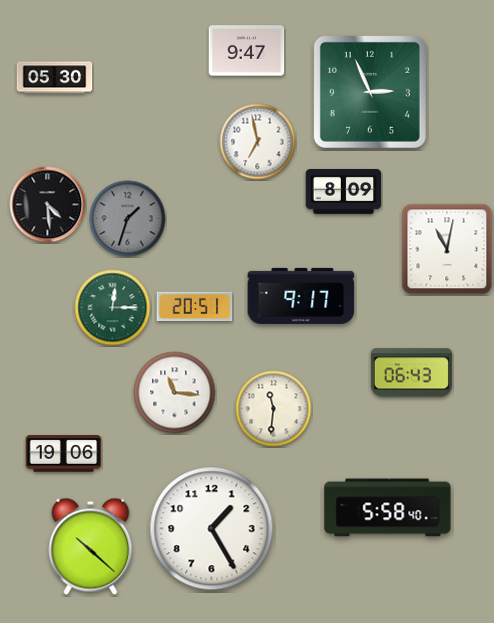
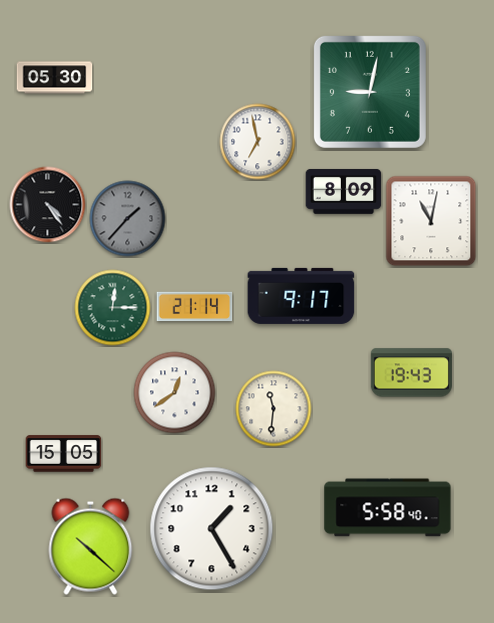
clock at (247, 51): 9:47 -> none
clock at (370, 92): 2:56 -> 9:02
clock at (48, 205): 4:29 -> 4:24
clock at (128, 219): 1:33 -> 1:37
clock at (447, 249) position: (447, 249) -> (431, 221)
clock at (195, 307): 20:51 -> 21:14
clock at (411, 373): 06:43 -> 19:43
clock at (175, 393): 11:16 -> 12:39
clock at (64, 454): 19:06 -> 15:05
